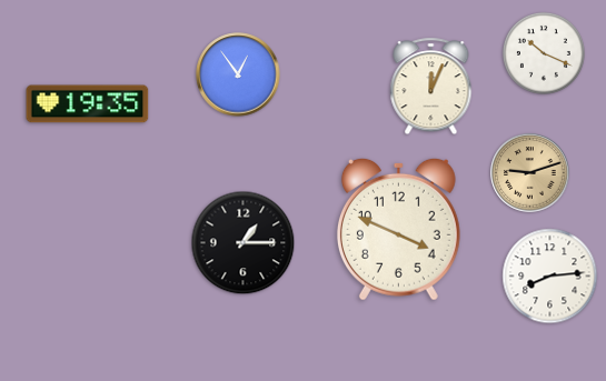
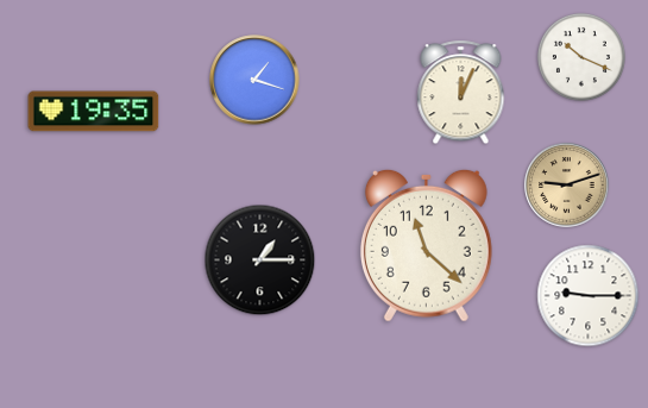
clock at (238, 74): 12:54 -> 1:18
clock at (398, 229): 3:49 -> 11:22
clock at (550, 277): 8:14 -> 9:15
